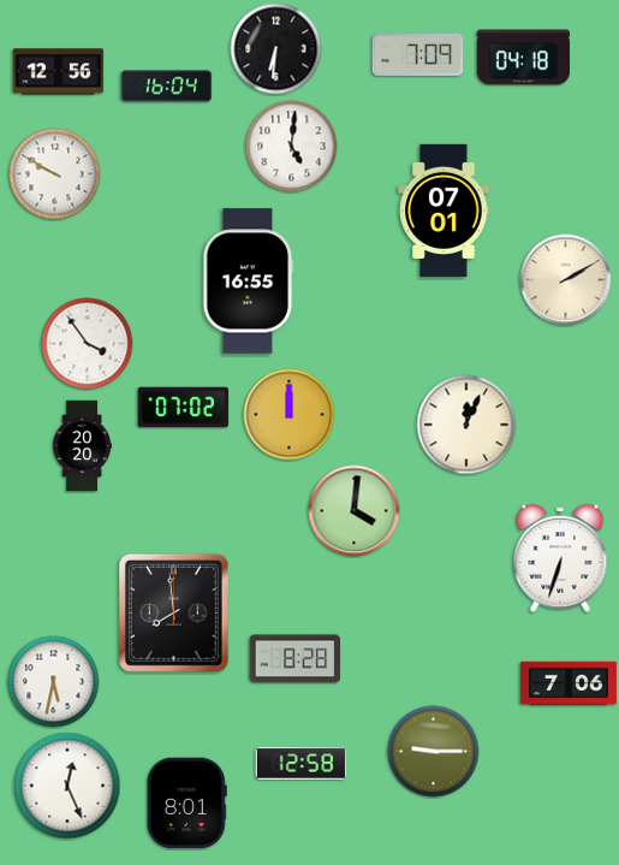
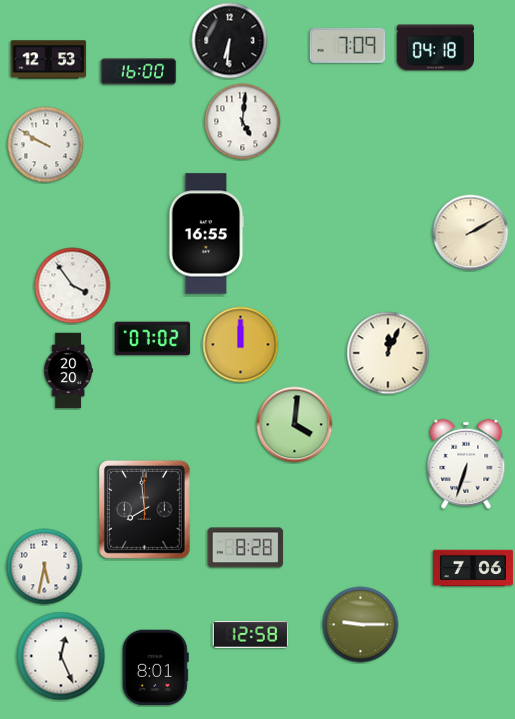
clock at (59, 72): 12:56 -> 12:53
clock at (167, 87): 16:04 -> 16:00
clock at (444, 211): 07:01 -> none
clock at (67, 786) position: (67, 786) -> (61, 656)
